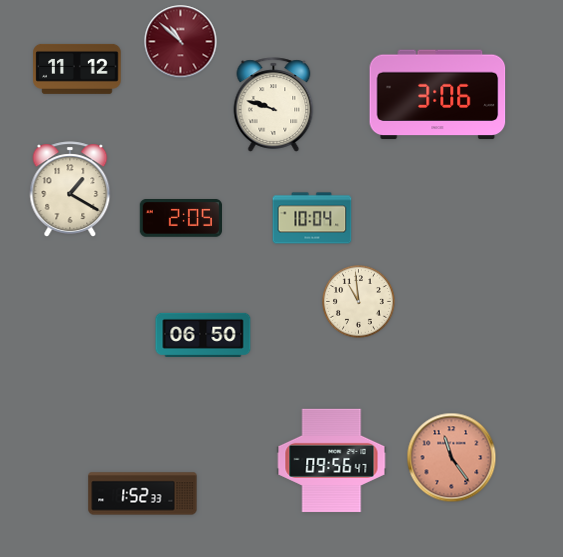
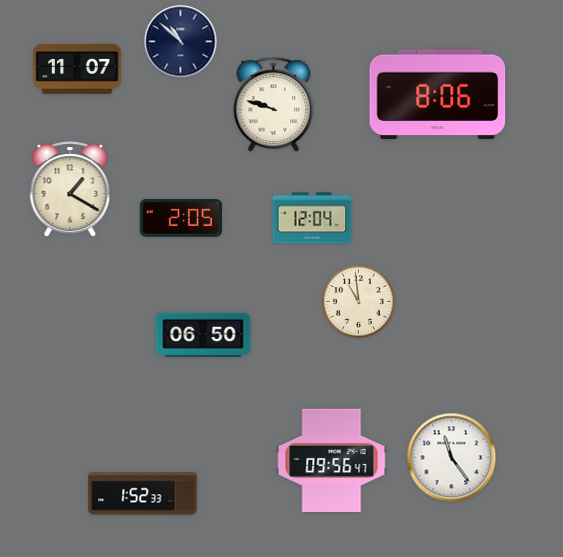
clock at (181, 42) dial: burgundy -> navy
clock at (77, 69): 11:12 -> 11:07
clock at (438, 95): 3:06 -> 8:06
clock at (312, 218): 10:04 -> 12:04
clock at (452, 458) dial: salmon -> white
